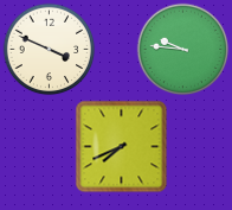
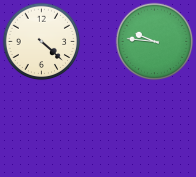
clock at (49, 49): 3:49 -> 4:22
clock at (121, 146): 7:41 -> none
